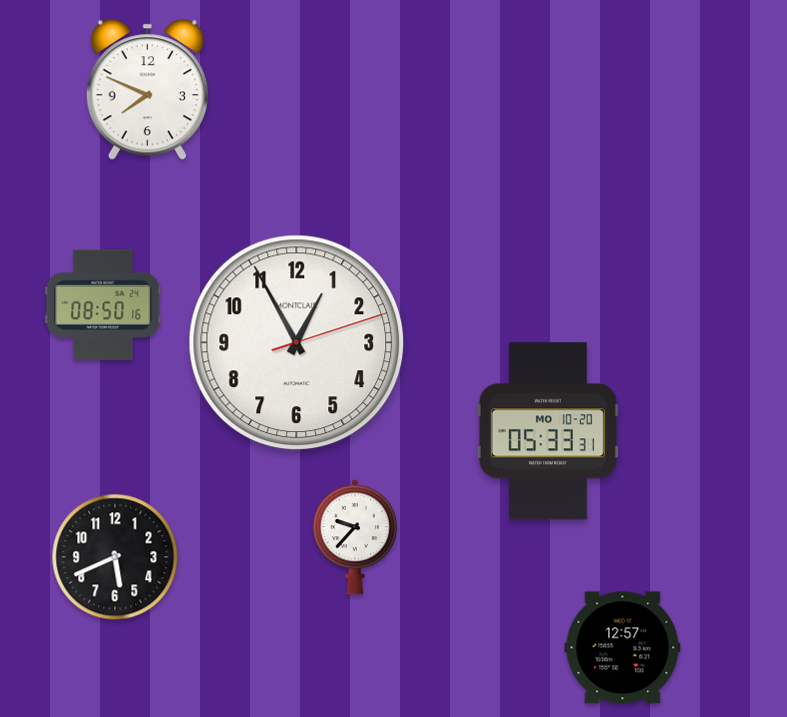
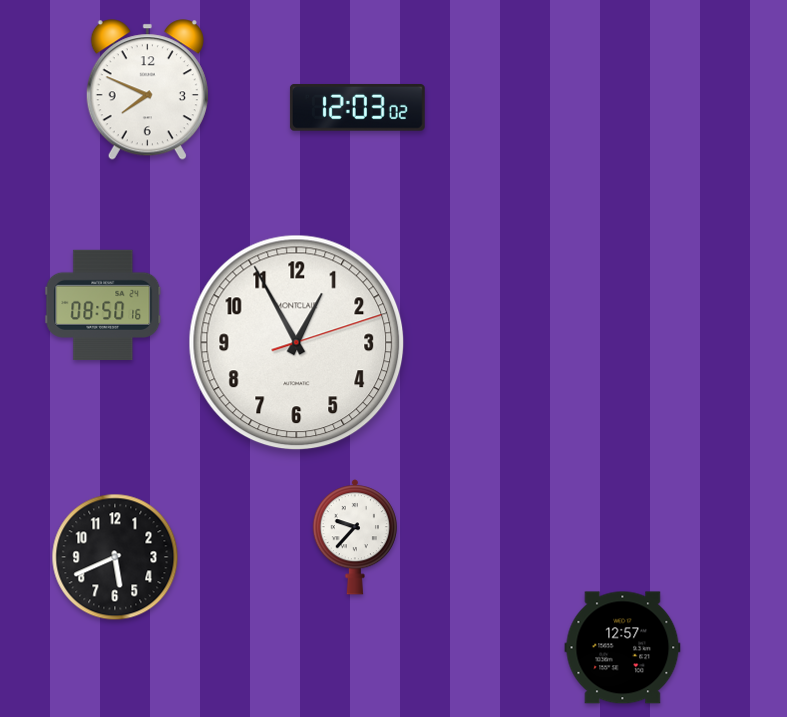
clock at (357, 107): none -> 12:03
clock at (548, 431): 05:33 -> none
